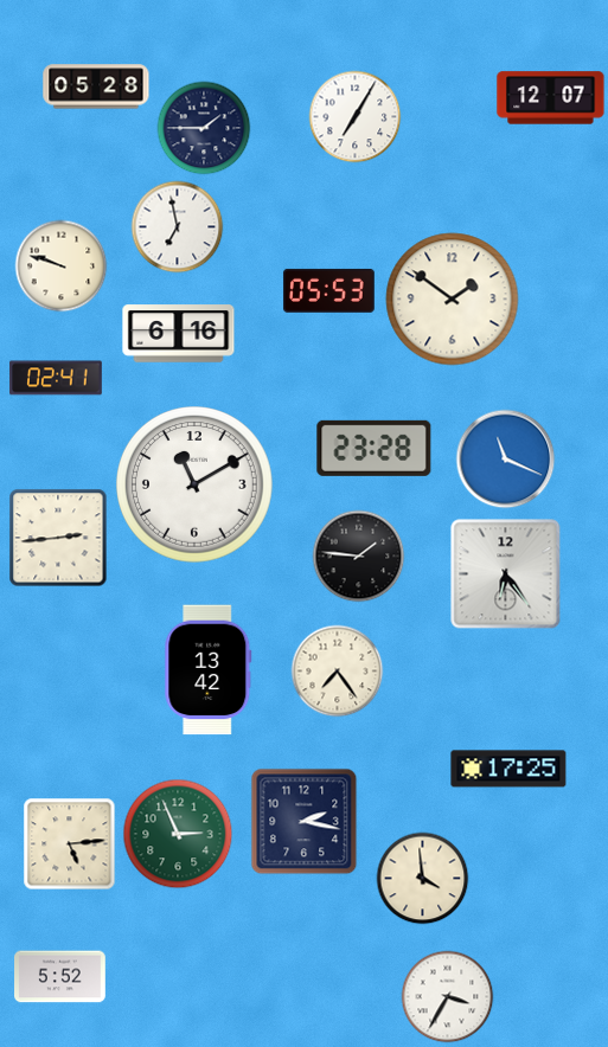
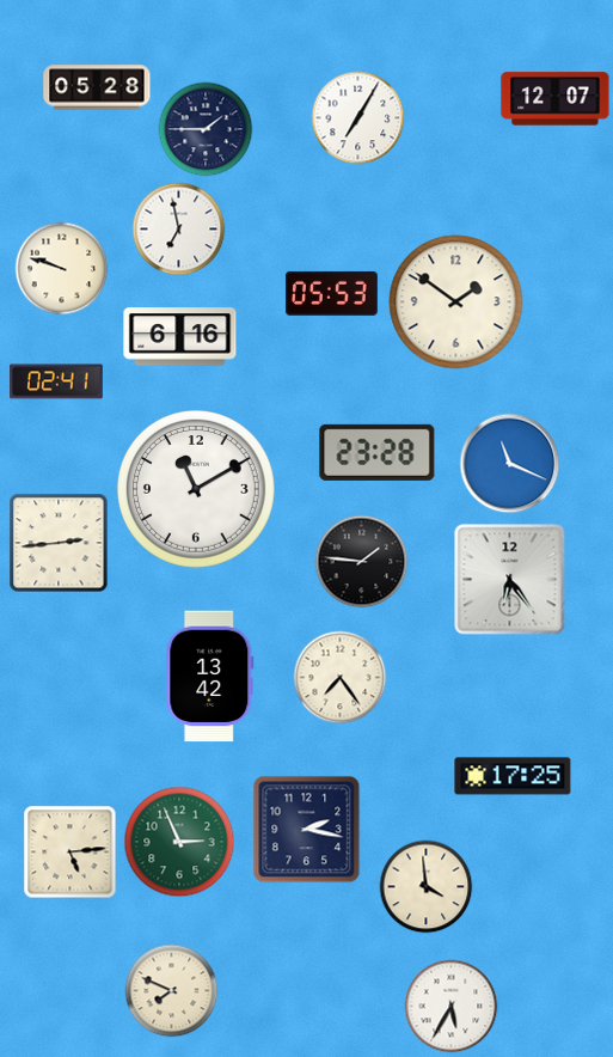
clock at (60, 977): 5:52 -> none
clock at (171, 990): none -> 7:49
clock at (447, 996): 3:35 -> 5:35
